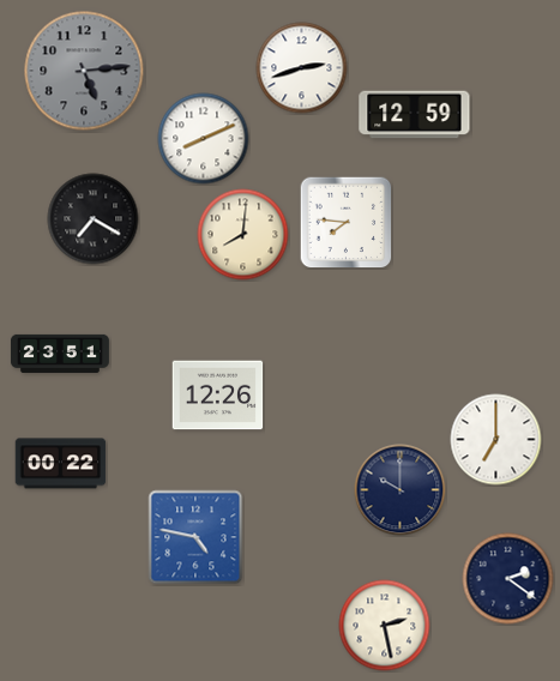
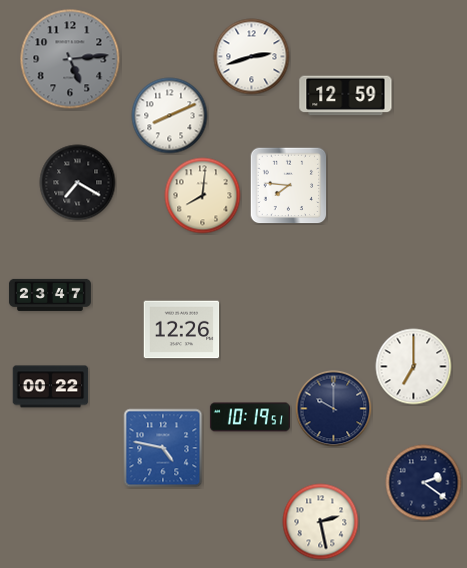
clock at (60, 354): 23:51 -> 23:47
clock at (250, 417): none -> 10:19
